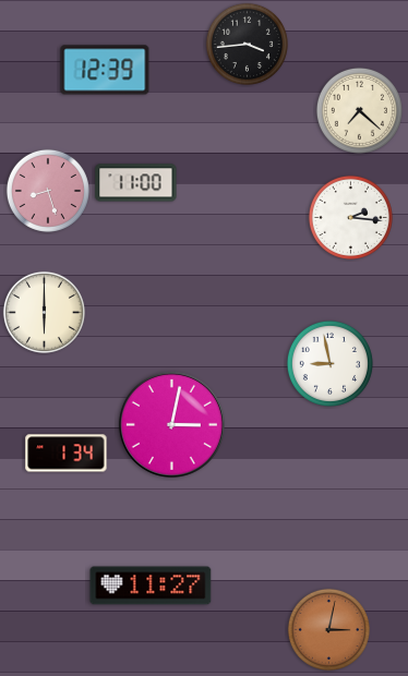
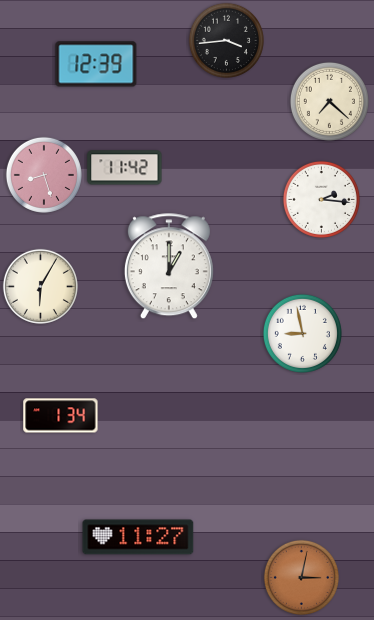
clock at (136, 183): 11:00 -> 11:42
clock at (169, 267): none -> 1:00
clock at (44, 312): 6:00 -> 6:05
clock at (171, 424): 3:02 -> none
